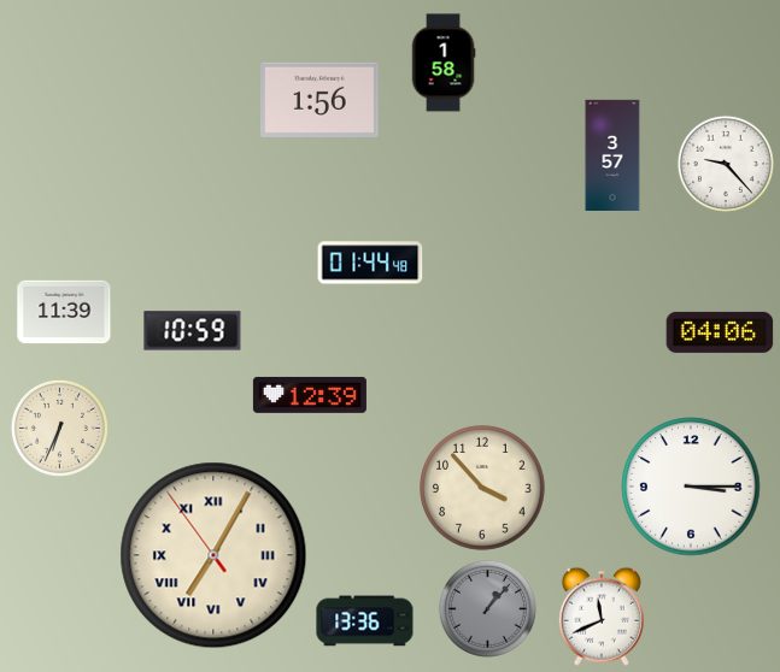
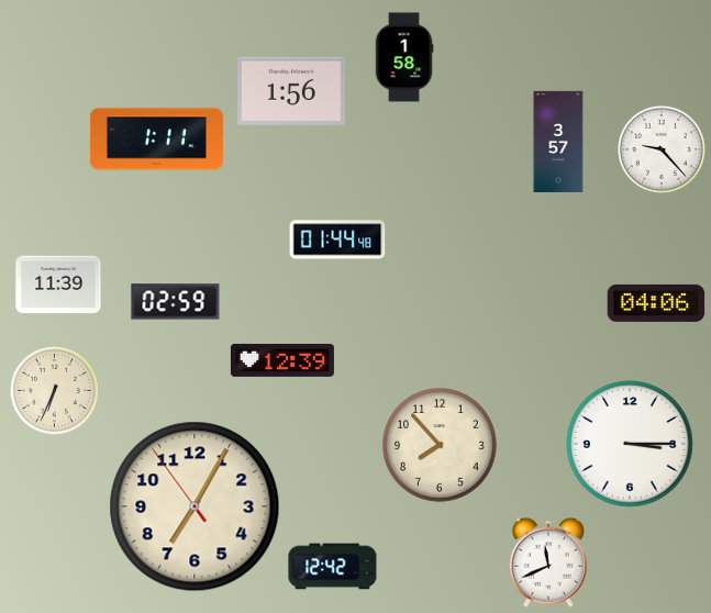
clock at (156, 140): none -> 1:11
clock at (193, 331): 10:59 -> 02:59
clock at (482, 488): 3:53 -> 7:53
clock at (213, 555) numerals: Roman -> Arabic
clock at (487, 608): 1:07 -> none
clock at (365, 621): 13:36 -> 12:42
